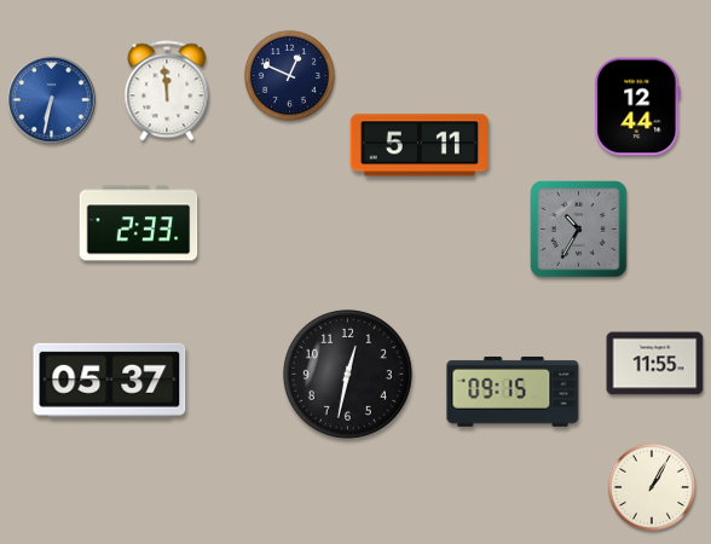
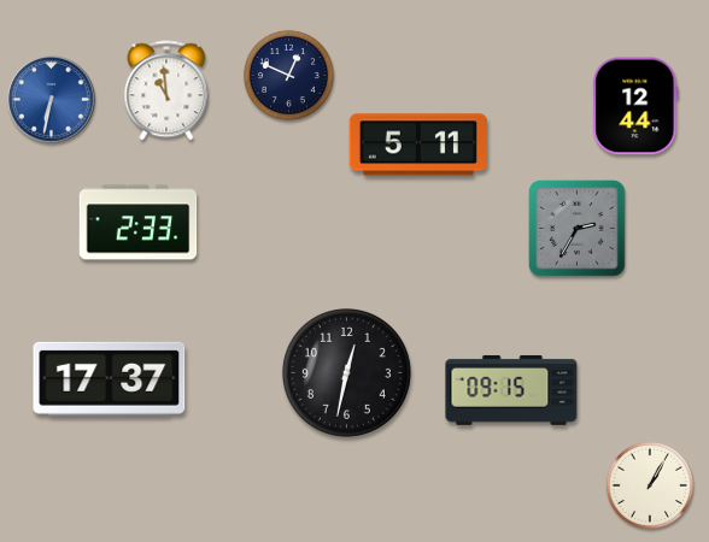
clock at (167, 91): 11:59 -> 10:59
clock at (579, 230): 10:35 -> 2:35
clock at (655, 364): 11:55 -> none
clock at (110, 380): 05:37 -> 17:37
